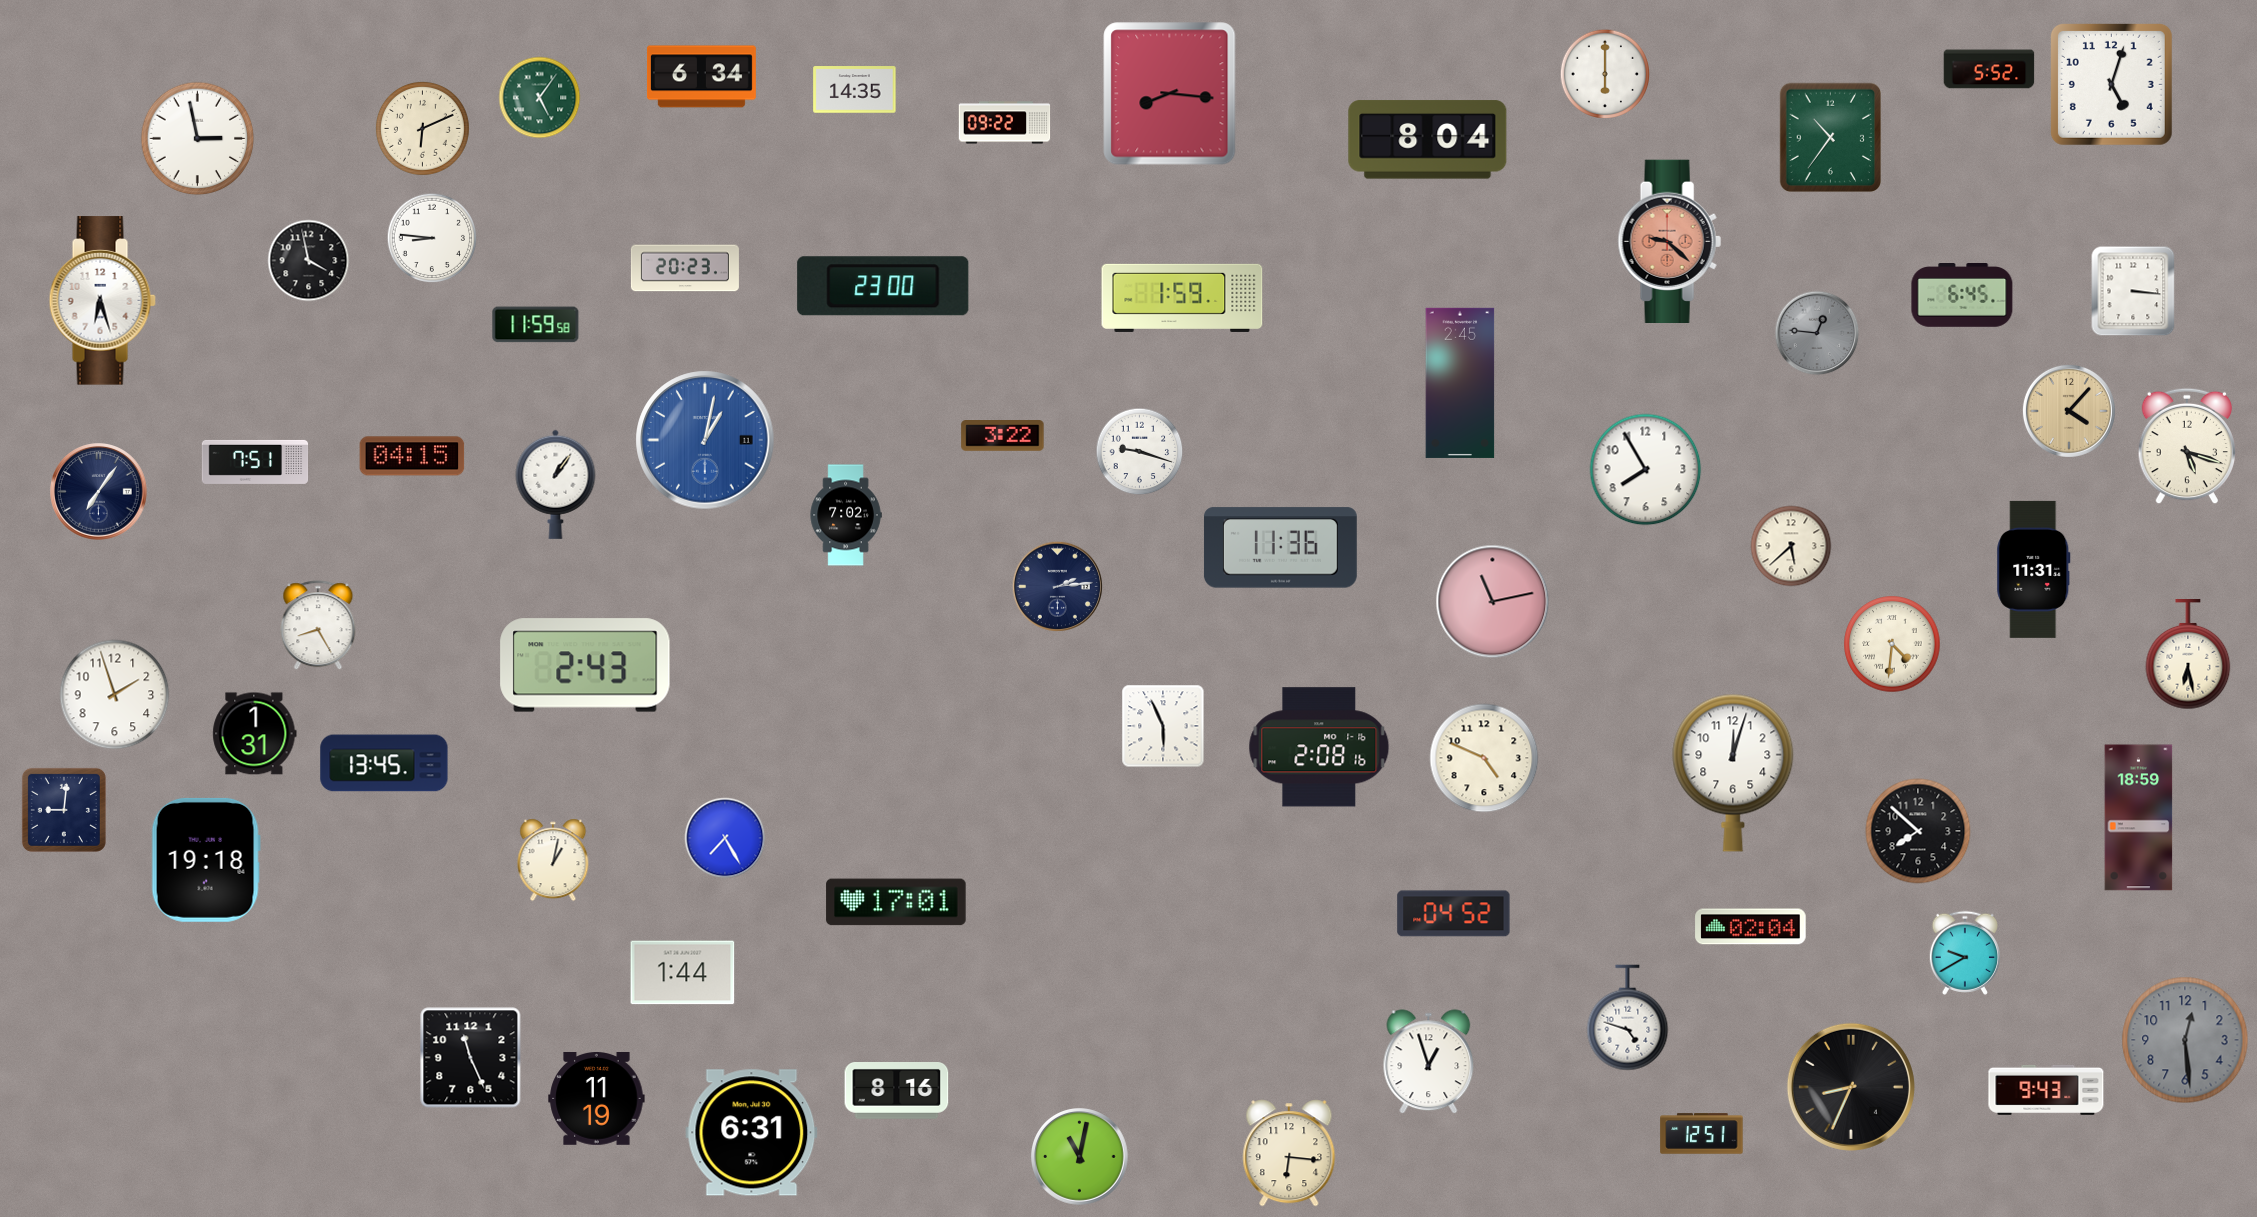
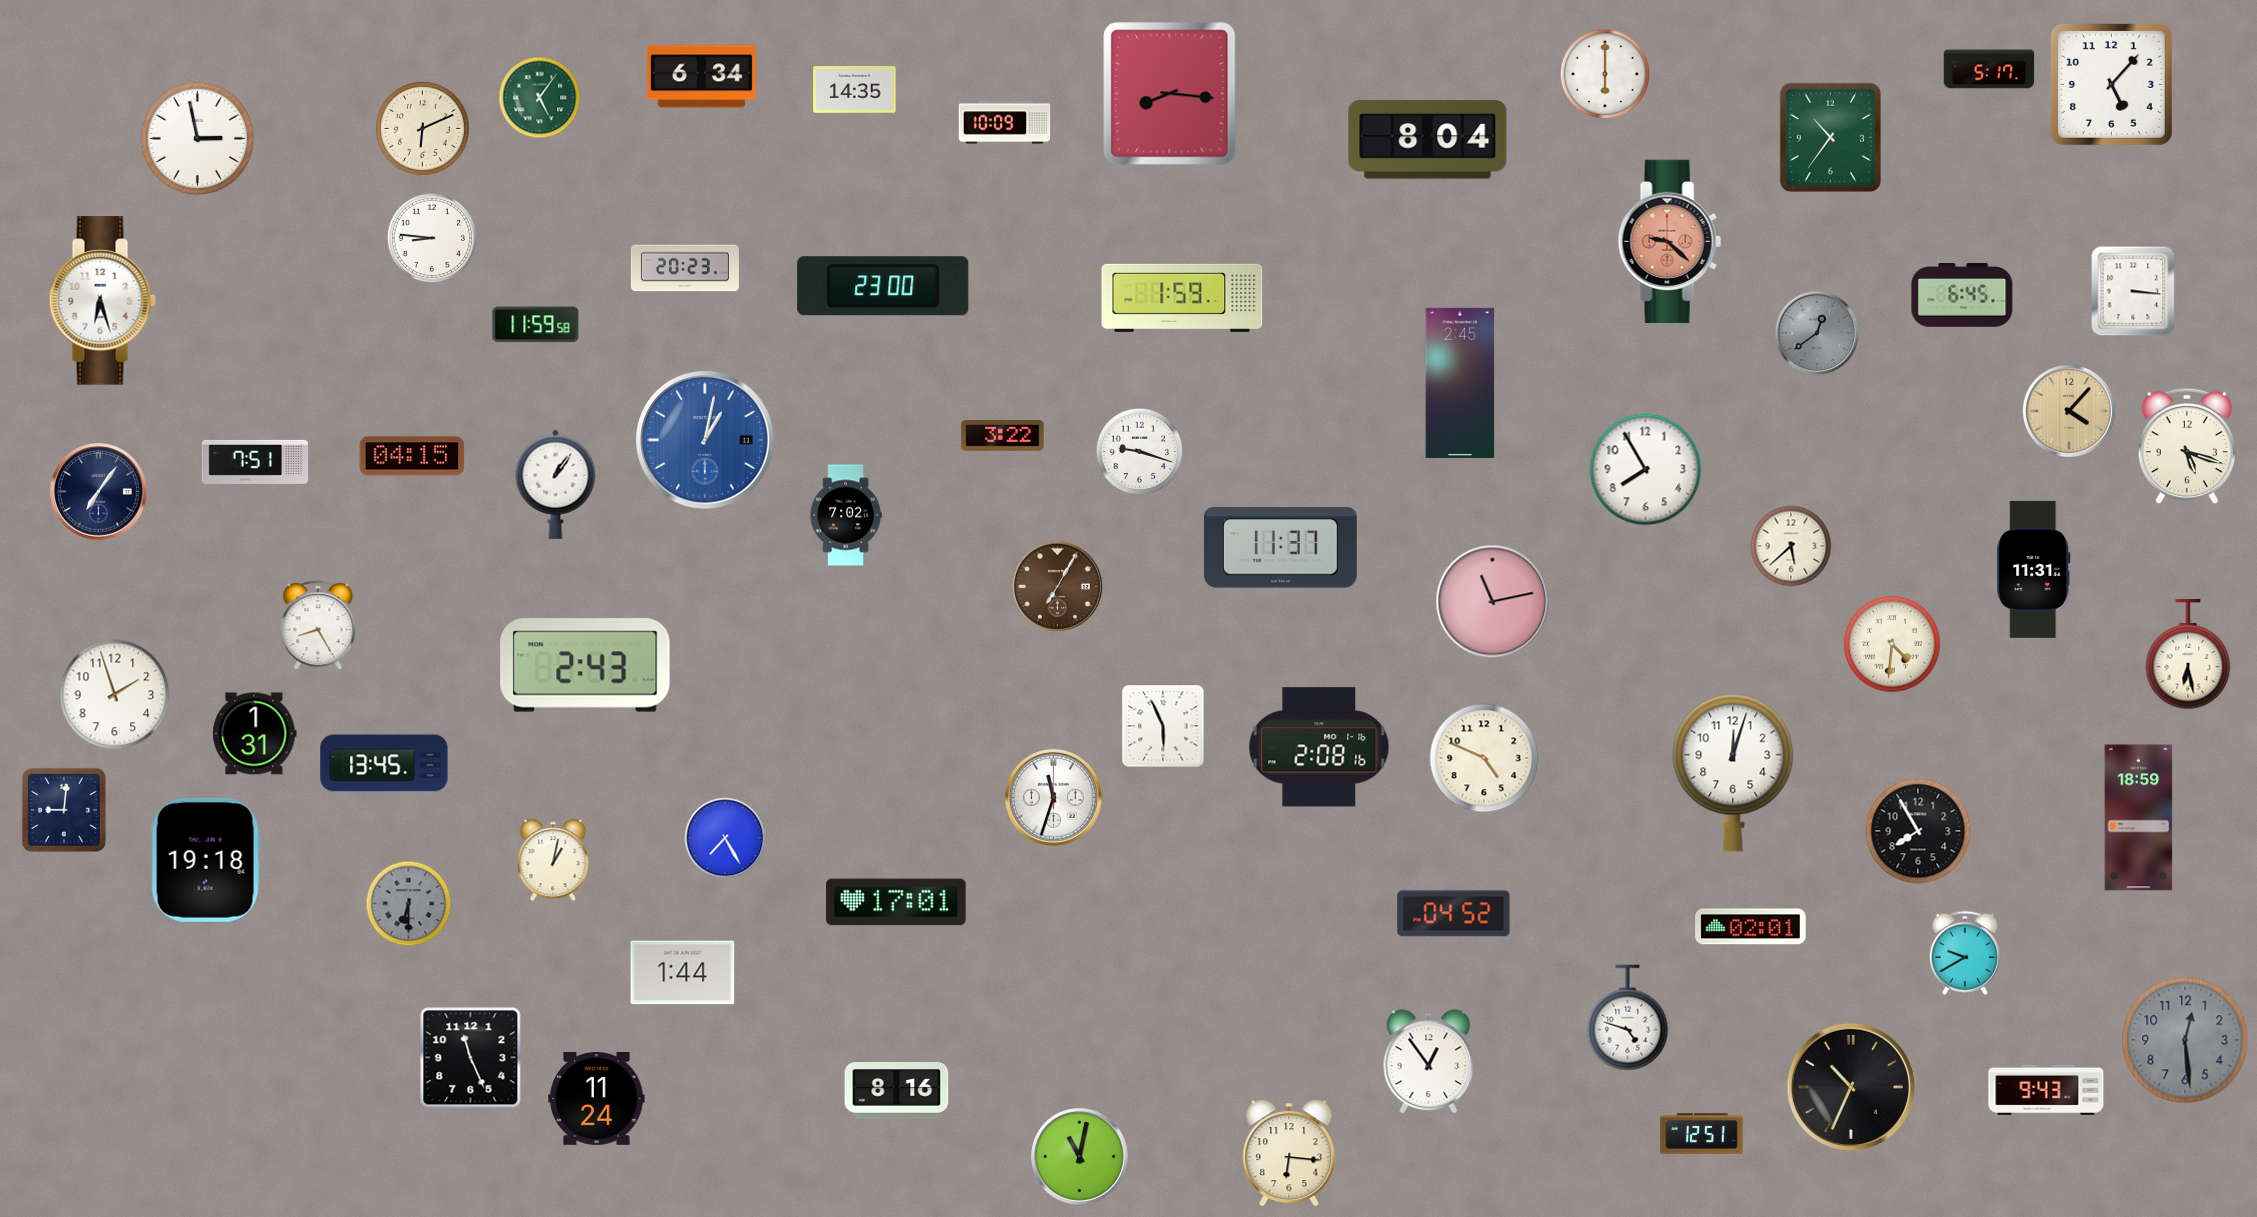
clock at (1989, 69): 5:52 -> 5:17
clock at (2111, 84): 5:03 -> 5:07
clock at (1005, 123): 09:22 -> 10:09
clock at (309, 261): 3:58 -> none
clock at (1817, 333): 12:46 -> 12:39
clock at (1280, 548): 11:36 -> 11:37
clock at (1057, 586): 2:14 -> 7:05
clock at (1057, 586) dial: navy -> brown
clock at (1054, 798): none -> 11:33
clock at (1918, 831): 7:52 -> 7:55
clock at (409, 904): none -> 6:30
clock at (1751, 927): 02:04 -> 02:01
clock at (1429, 1062): 12:57 -> 12:54
clock at (1851, 1087): 8:34 -> 10:34
clock at (597, 1099): 11:19 -> 11:24
clock at (752, 1133): 6:31 -> none
